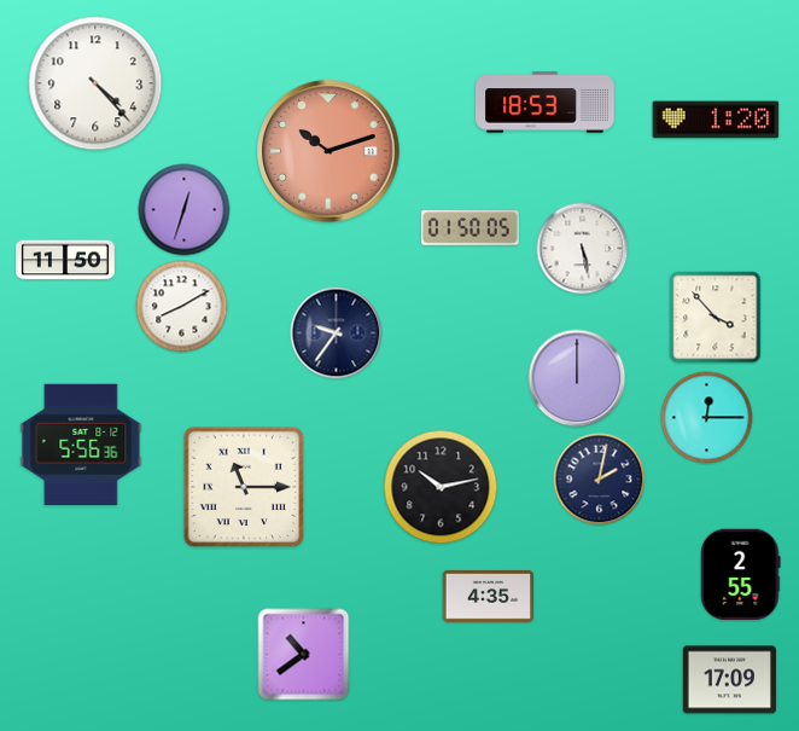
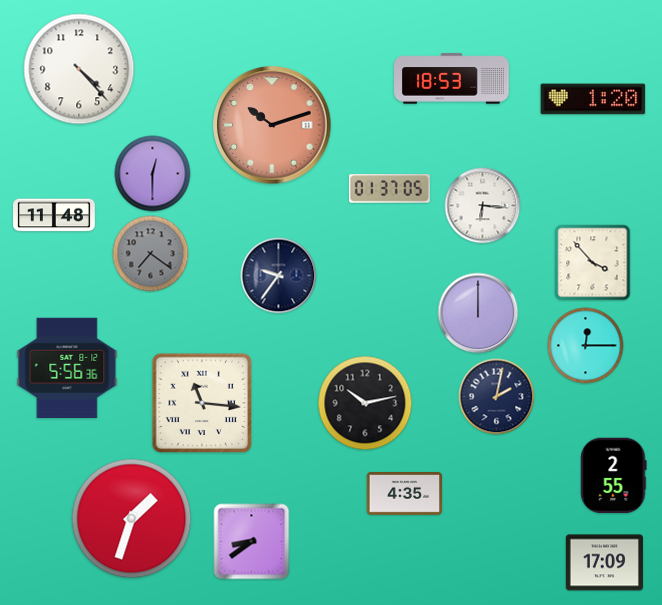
clock at (546, 103) position: (546, 103) -> (452, 79)
clock at (185, 210): 12:33 -> 12:30
clock at (470, 228): 01:50 -> 01:37
clock at (583, 249): 5:28 -> 6:16
clock at (66, 260): 11:50 -> 11:48
clock at (182, 307): 8:10 -> 7:21
clock at (182, 307) dial: white -> grey
clock at (244, 487): 11:15 -> 11:16
clock at (132, 519): none -> 1:33
clock at (304, 655): 10:39 -> 8:39
